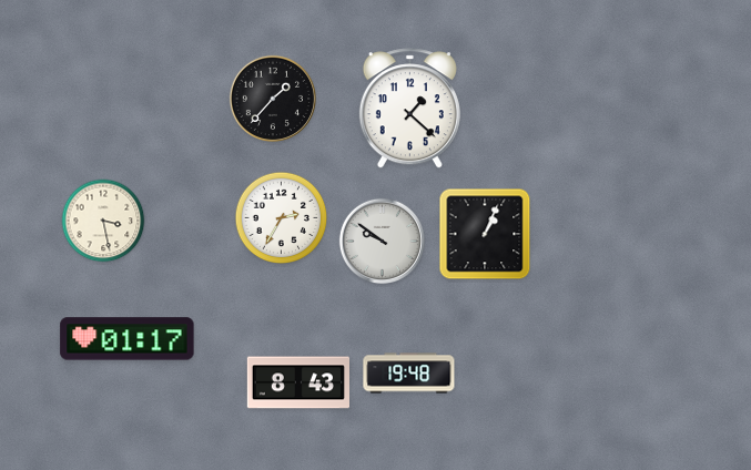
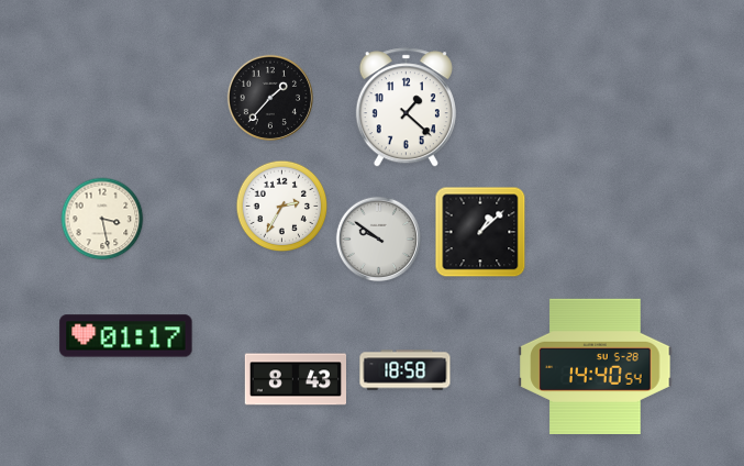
clock at (282, 218) position: (282, 218) -> (282, 207)
clock at (485, 234): 1:04 -> 1:08
clock at (596, 366): none -> 14:40
clock at (409, 374): 19:48 -> 18:58
